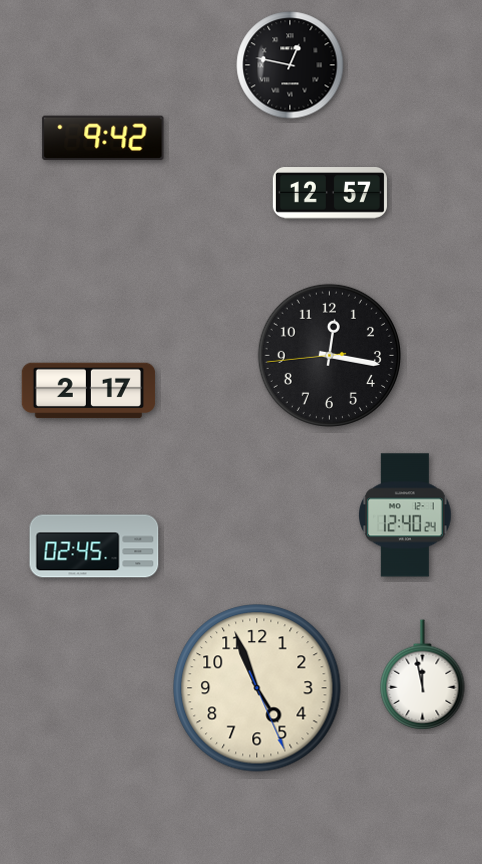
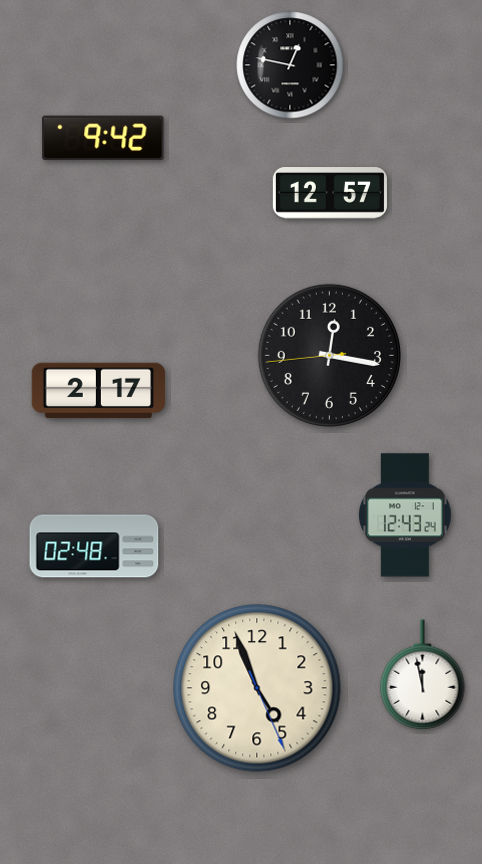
clock at (89, 391) position: (89, 391) -> (99, 391)
clock at (406, 515): 12:40 -> 12:43
clock at (94, 546): 02:45 -> 02:48
